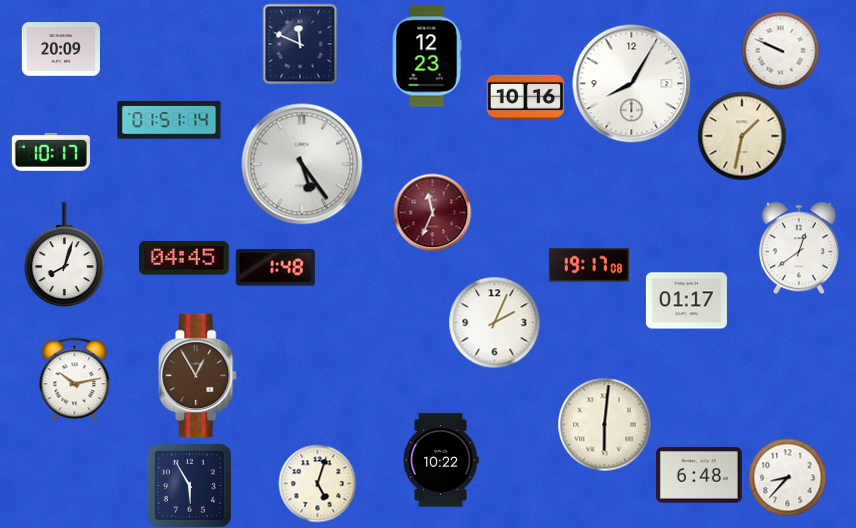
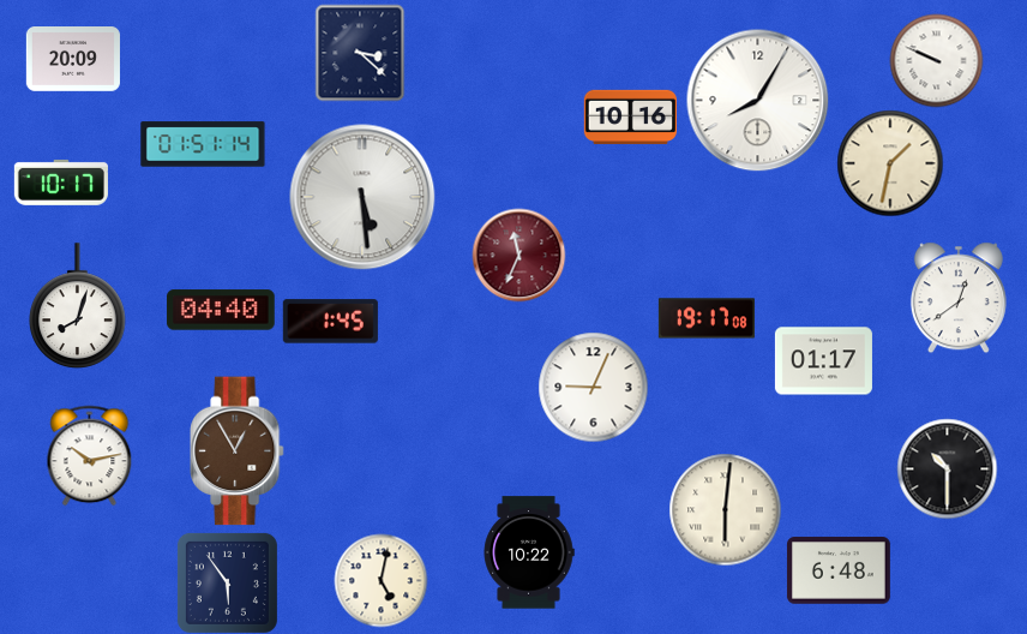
clock at (300, 44): 11:49 -> 3:22
clock at (427, 56): 12:23 -> none
clock at (302, 164): 5:24 -> 5:29
clock at (184, 258): 04:45 -> 04:40
clock at (275, 268): 1:48 -> 1:45
clock at (494, 322): 2:04 -> 9:04
clock at (947, 468): none -> 10:30
clock at (787, 477): 8:37 -> none
clock at (317, 483): 5:03 -> 5:02
clock at (189, 485): 5:55 -> 5:54
